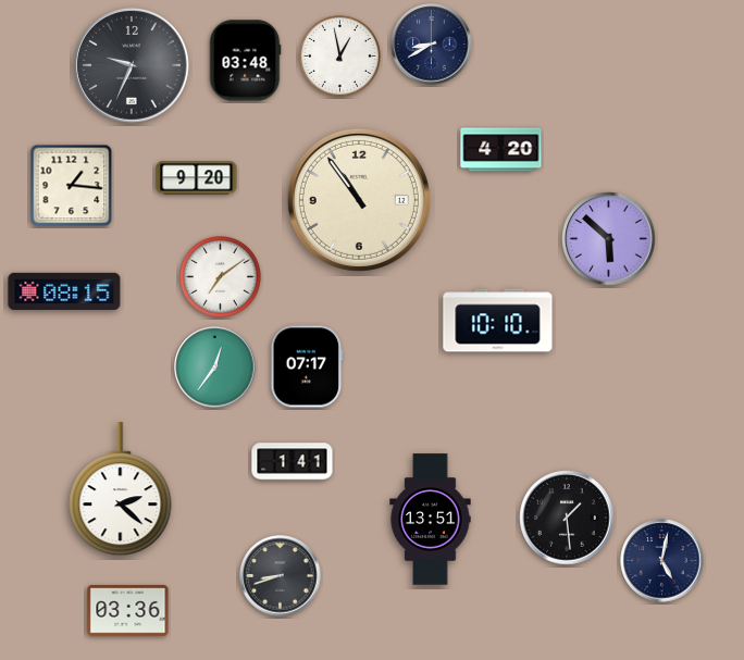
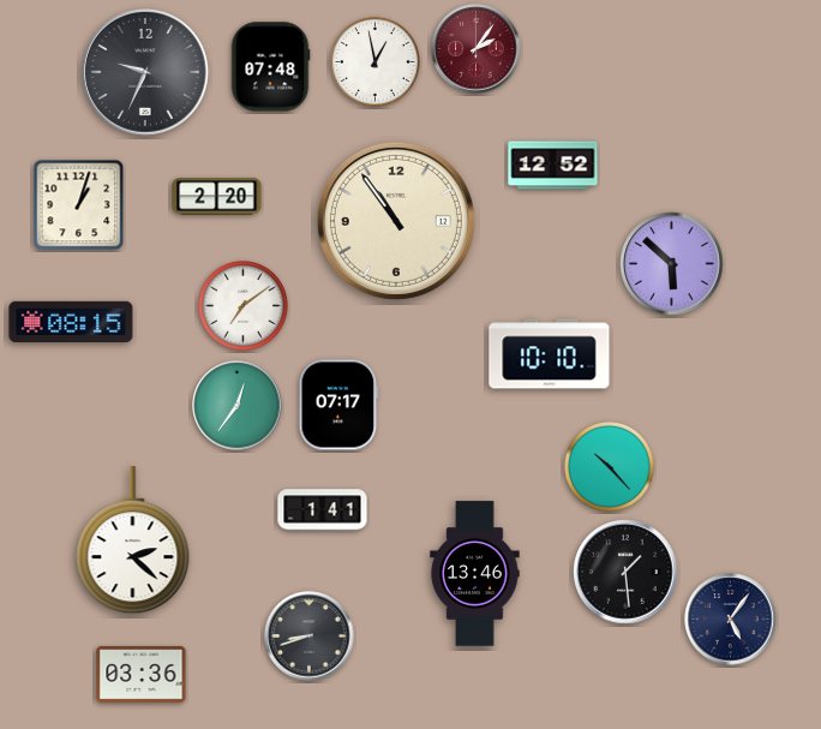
clock at (432, 45): 8:40 -> 2:06
clock at (432, 45) dial: navy -> burgundy
clock at (245, 61): 03:48 -> 07:48
clock at (501, 150): 4:20 -> 12:52
clock at (197, 178): 9:20 -> 2:20
clock at (72, 186): 1:16 -> 1:03
clock at (610, 467): none -> 10:23
clock at (431, 520): 13:51 -> 13:46
clock at (662, 561): 5:02 -> 5:06
